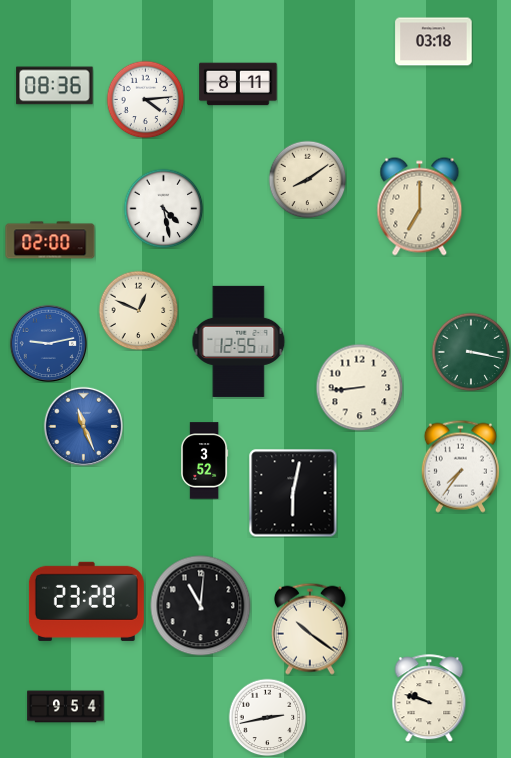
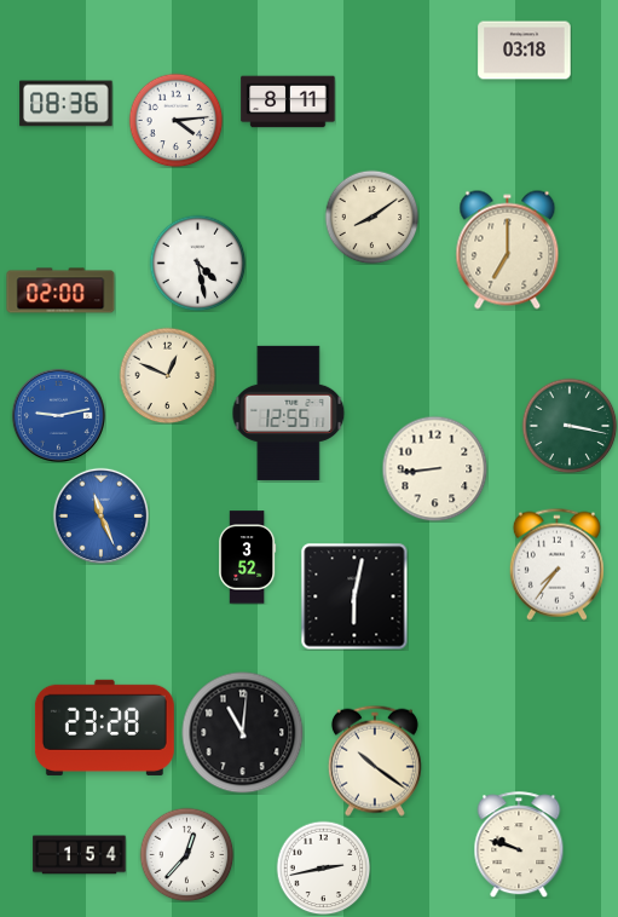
clock at (163, 208) position: (163, 208) -> (197, 263)
clock at (186, 854): none -> 12:37
clock at (66, 707): 9:54 -> 1:54
